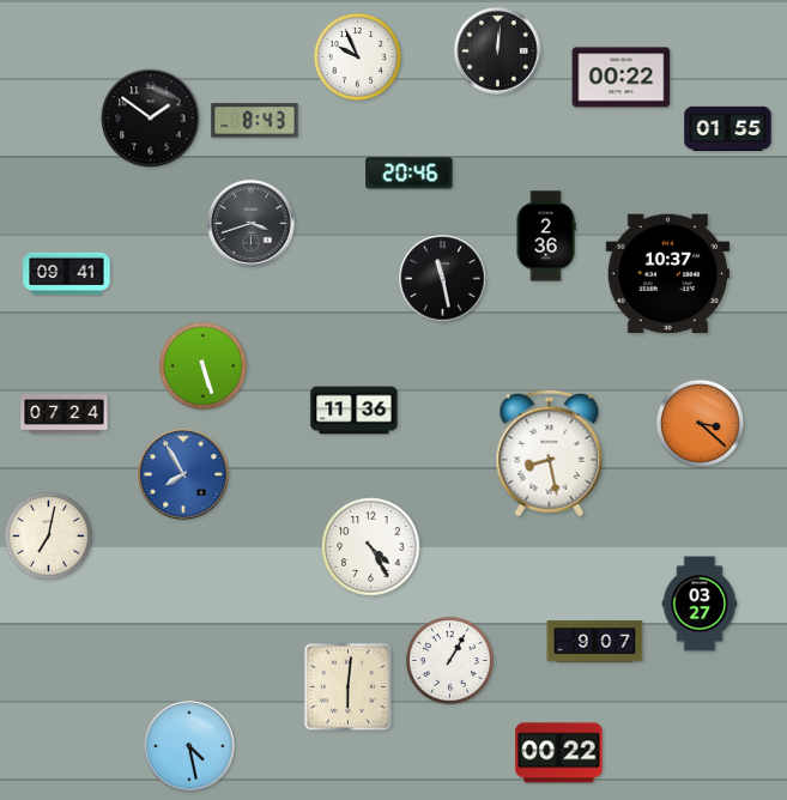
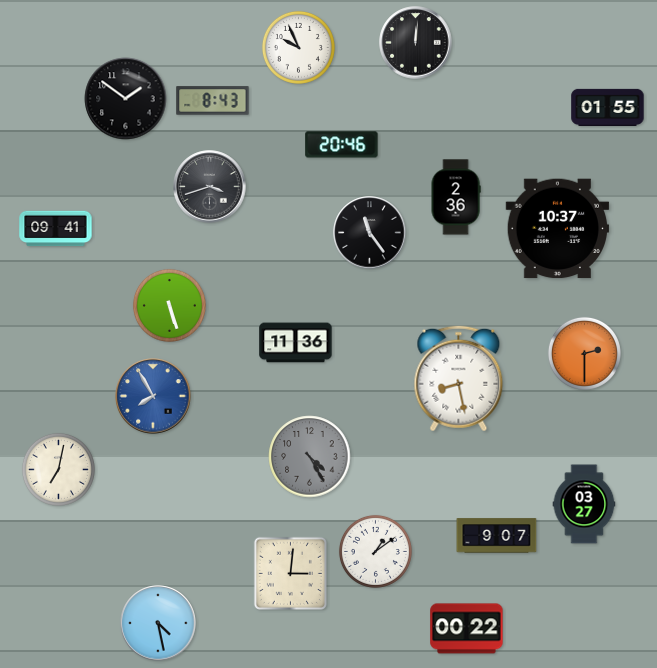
clock at (622, 78): 00:22 -> none
clock at (443, 279): 11:28 -> 11:24
clock at (65, 414): 07:24 -> none
clock at (700, 423): 3:22 -> 2:30
clock at (48, 535) position: (48, 535) -> (58, 469)
clock at (371, 547) dial: white -> grey
clock at (449, 660): 1:05 -> 1:09
clock at (347, 686): 6:01 -> 3:01
